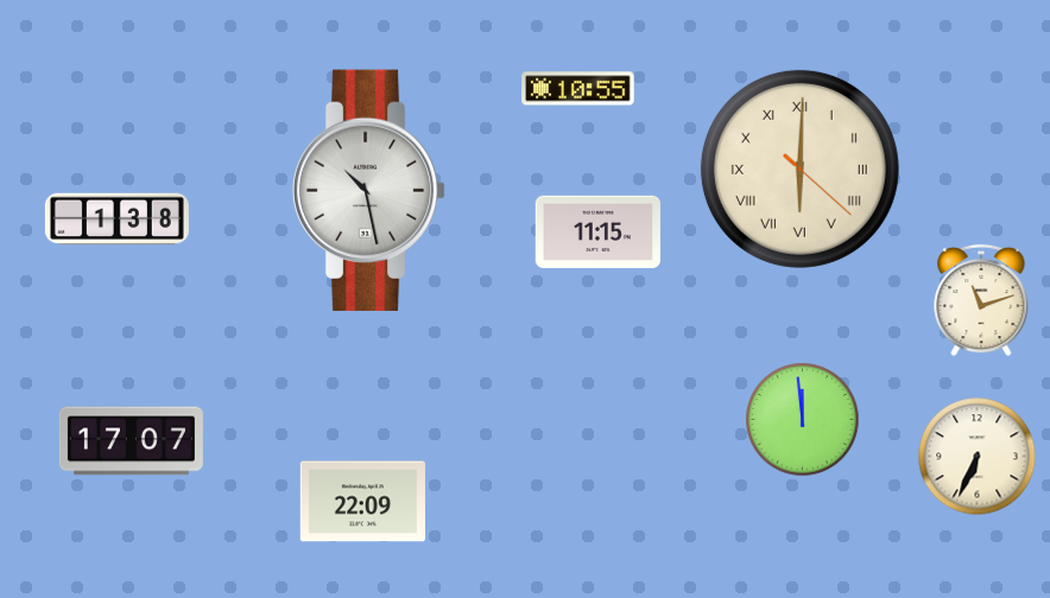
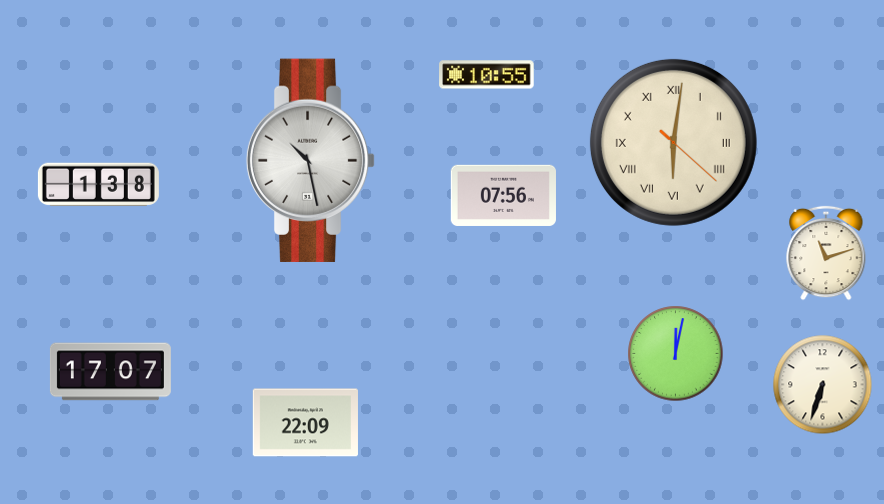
clock at (799, 168): 6:00 -> 6:01
clock at (597, 231): 11:15 -> 07:56
clock at (803, 420): 11:59 -> 12:02
clock at (978, 457): 6:34 -> 6:33
